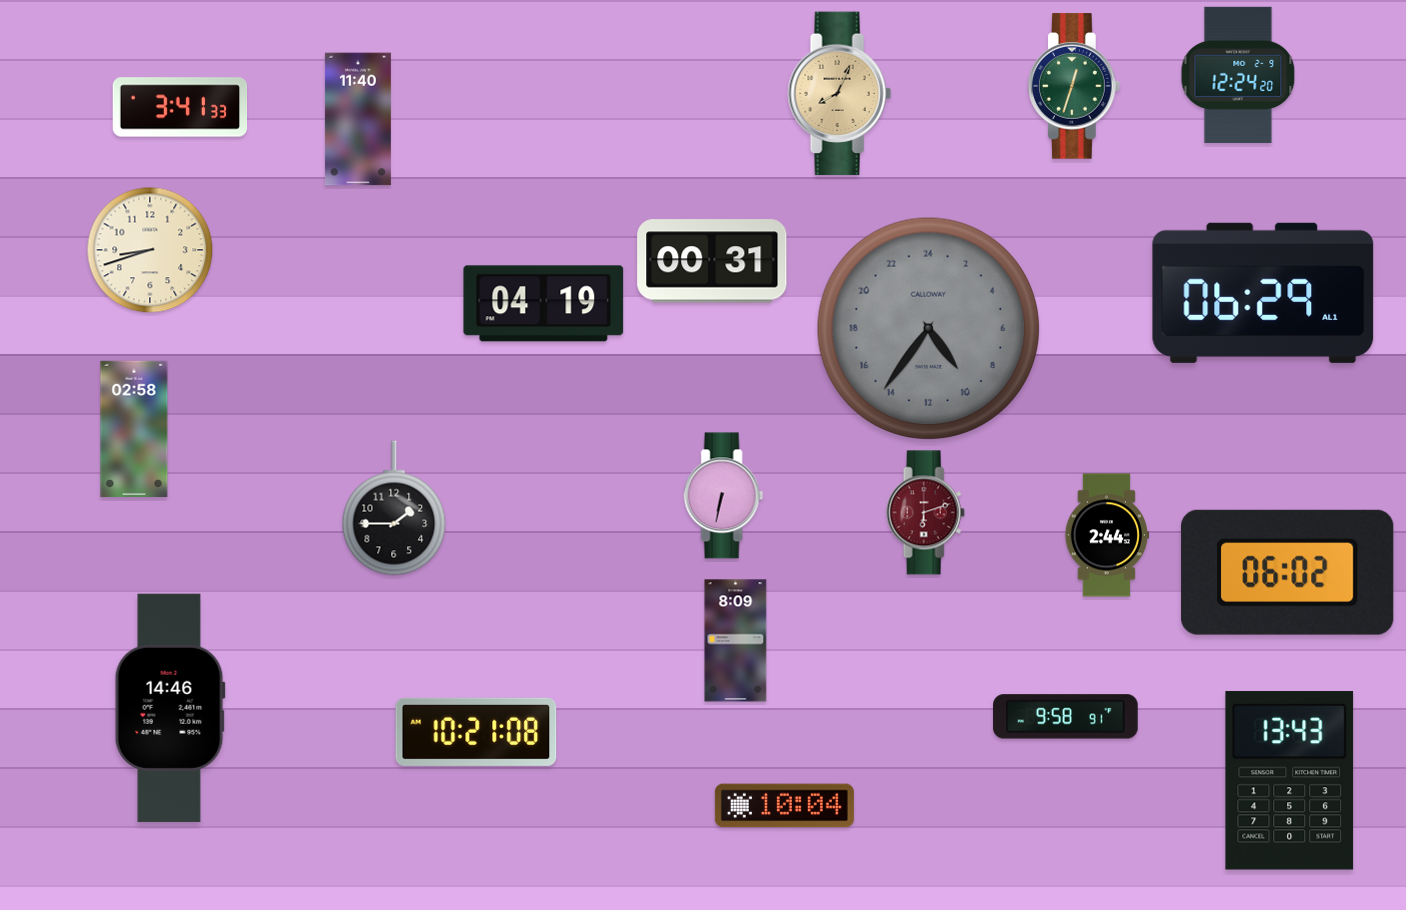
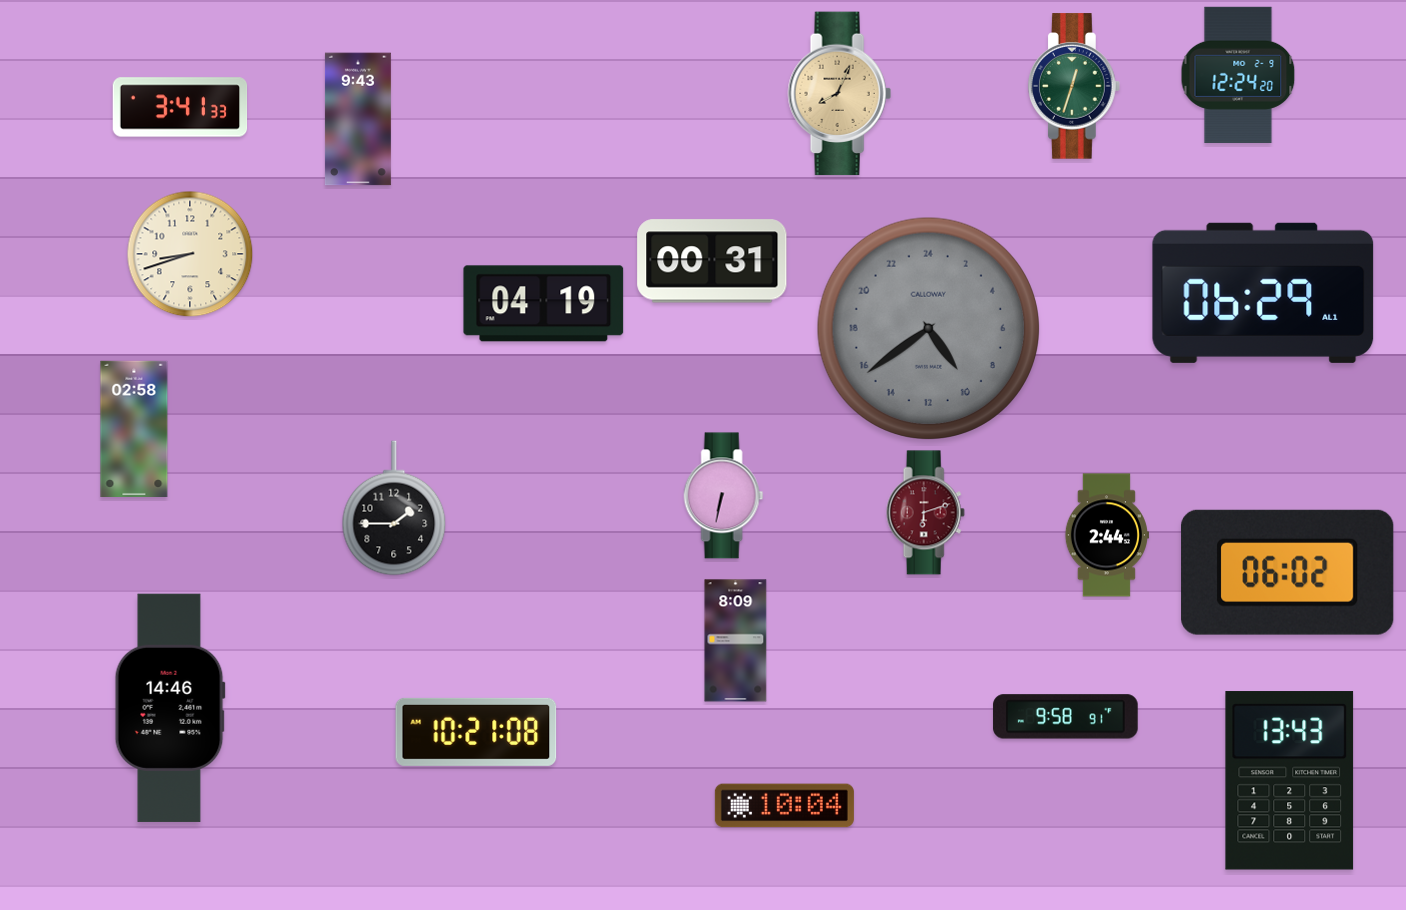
clock at (358, 119): 11:40 -> 9:43
clock at (150, 250) position: (150, 250) -> (190, 254)
clock at (928, 328): 9:36 -> 9:39
